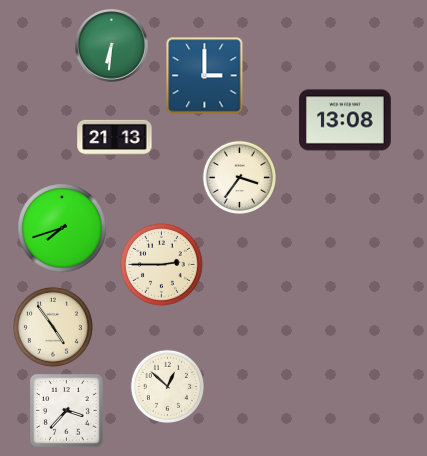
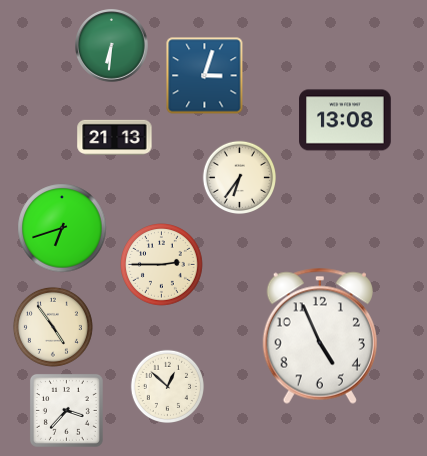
clock at (205, 76): 3:00 -> 3:03
clock at (239, 177): 3:36 -> 6:36
clock at (62, 228): 7:42 -> 6:42
clock at (320, 336): none -> 4:56
